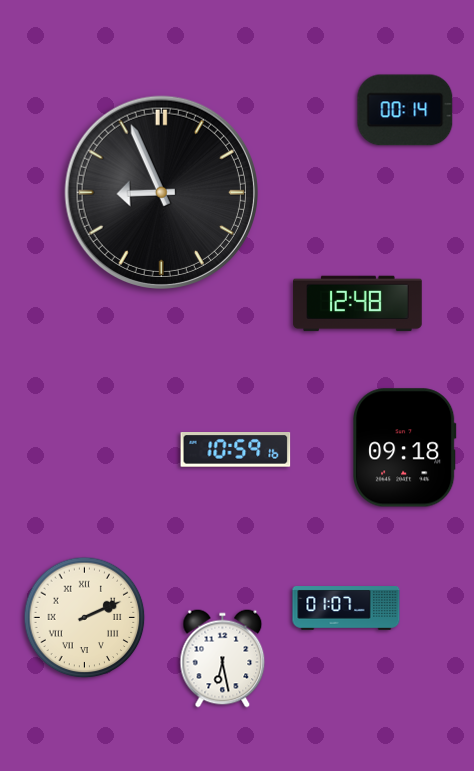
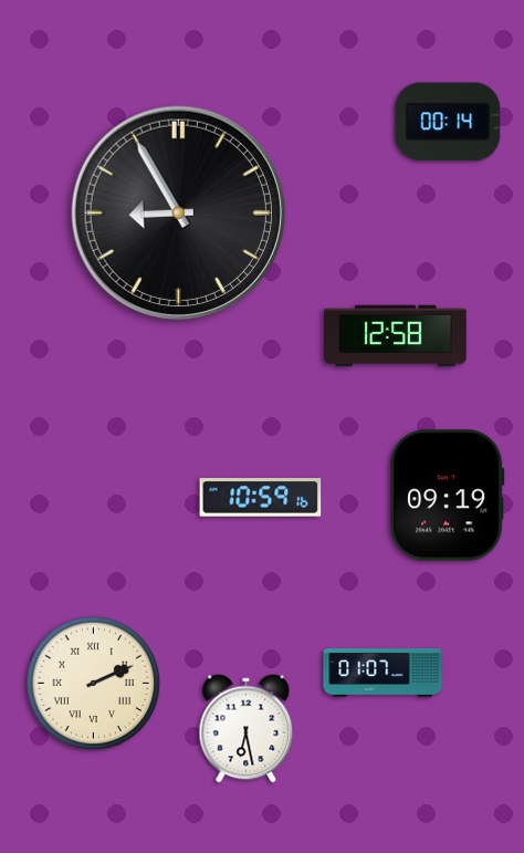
clock at (161, 192): 8:56 -> 8:55
clock at (358, 304): 12:48 -> 12:58
clock at (405, 448): 09:18 -> 09:19
